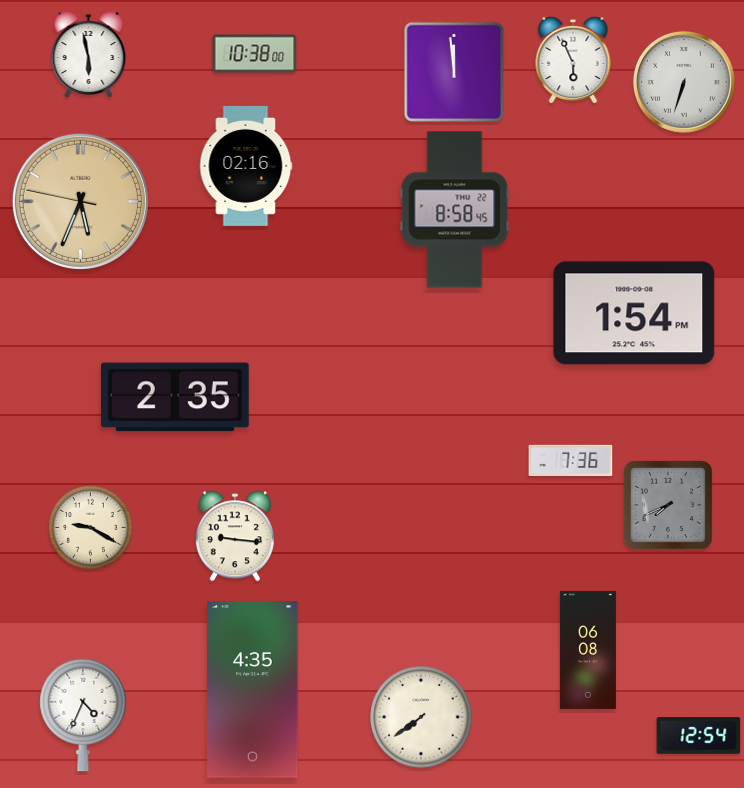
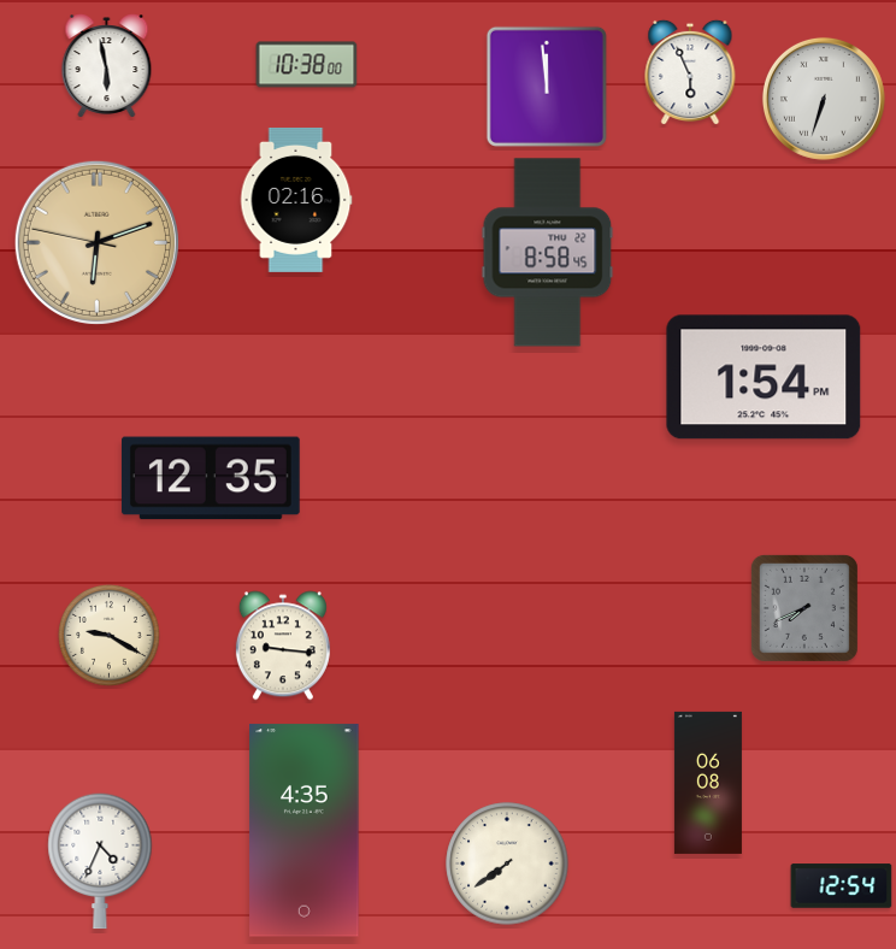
clock at (80, 201): 5:33 -> 6:11
clock at (175, 397): 2:35 -> 12:35
clock at (571, 460): 7:36 -> none
